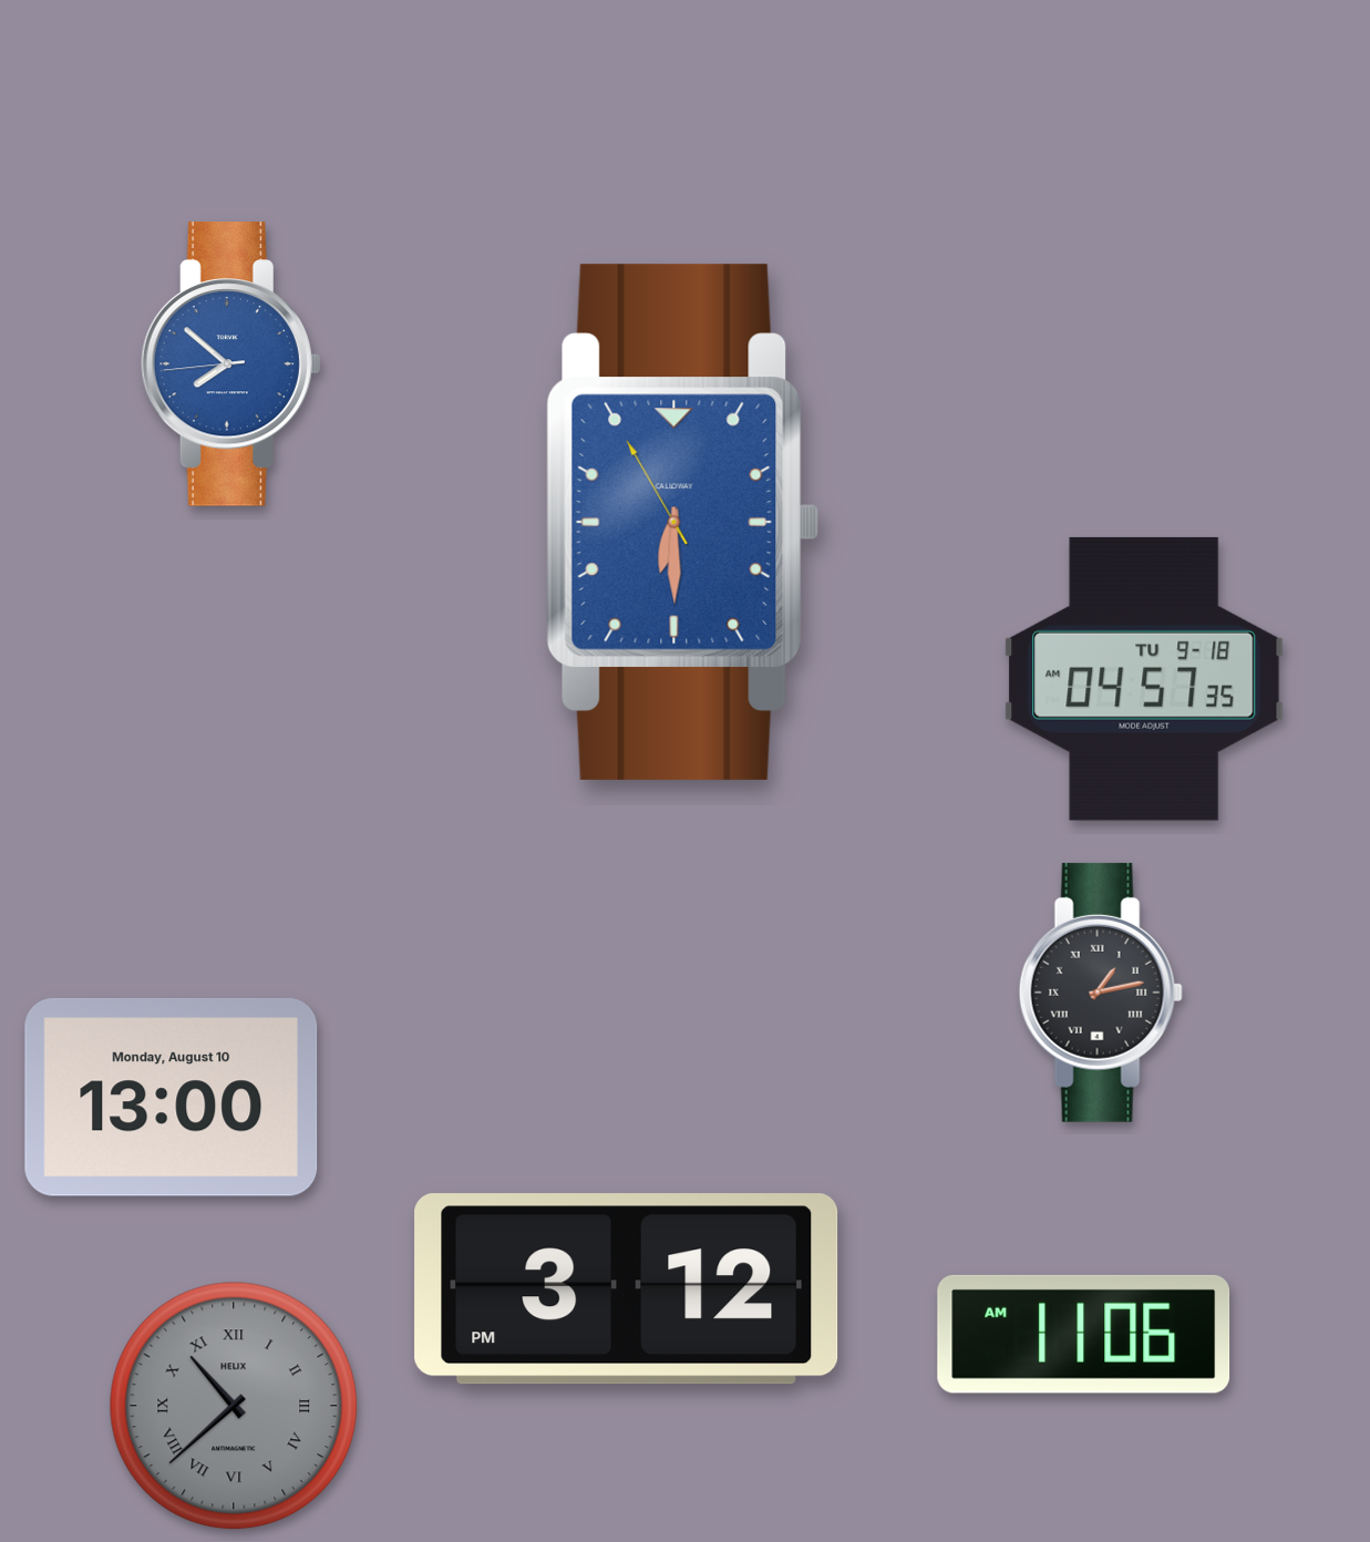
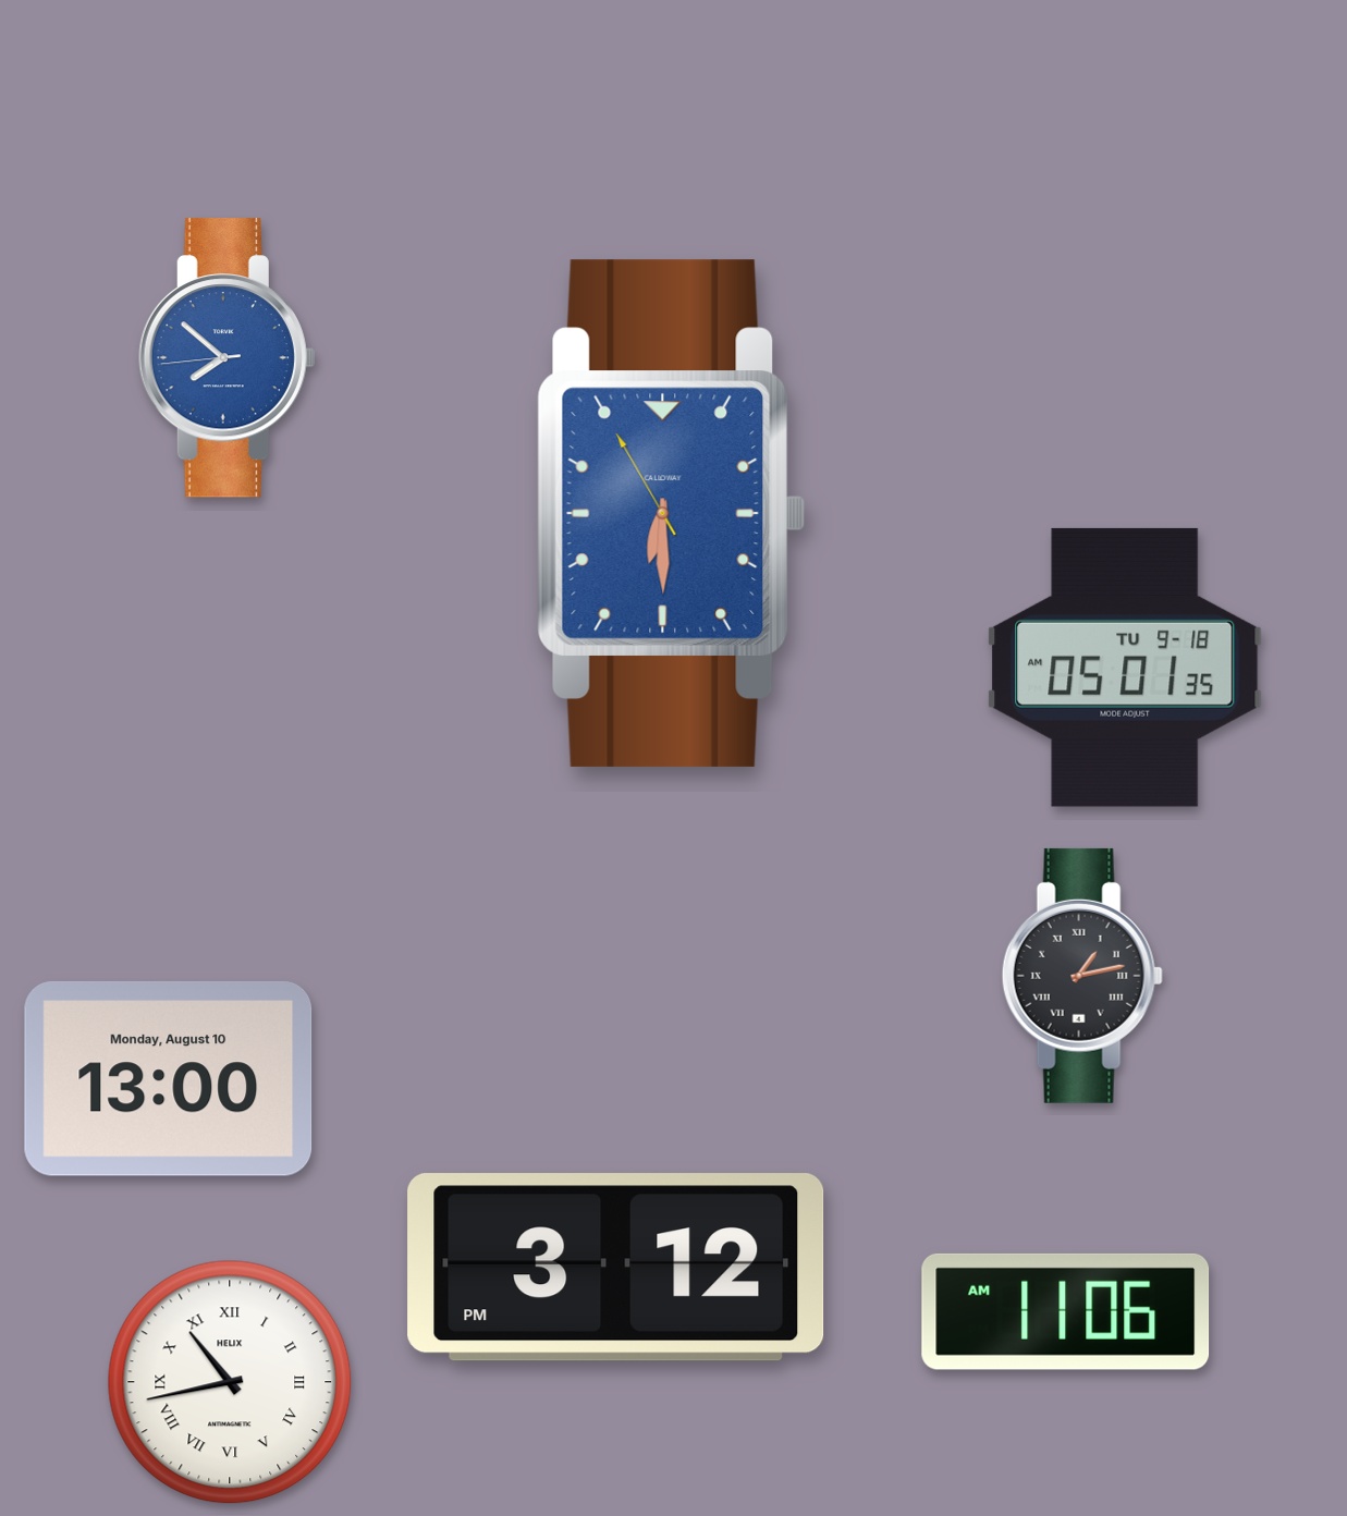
clock at (1144, 679): 04:57 -> 05:01
clock at (234, 1406): 10:38 -> 10:43
clock at (234, 1406) dial: grey -> white
